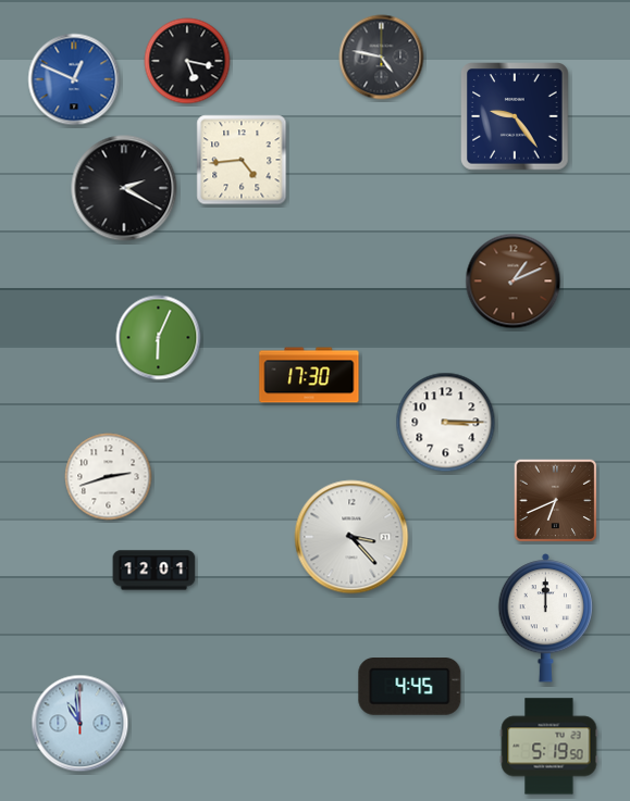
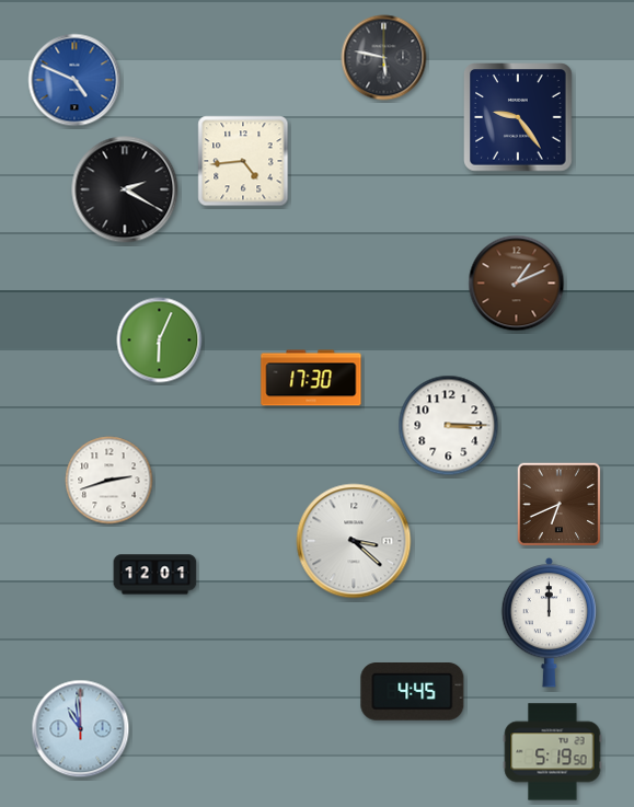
clock at (382, 58): 4:47 -> 5:47
clock at (187, 61): 5:17 -> none
clock at (74, 79): 12:49 -> 4:49
clock at (351, 537): 3:23 -> 3:22
